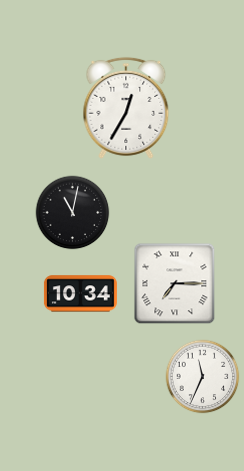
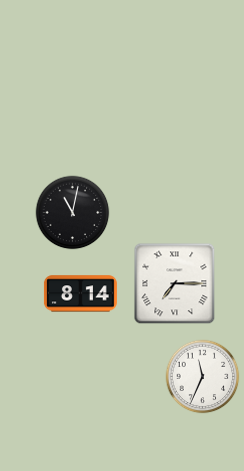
clock at (126, 108): 12:35 -> none
clock at (80, 294): 10:34 -> 8:14
